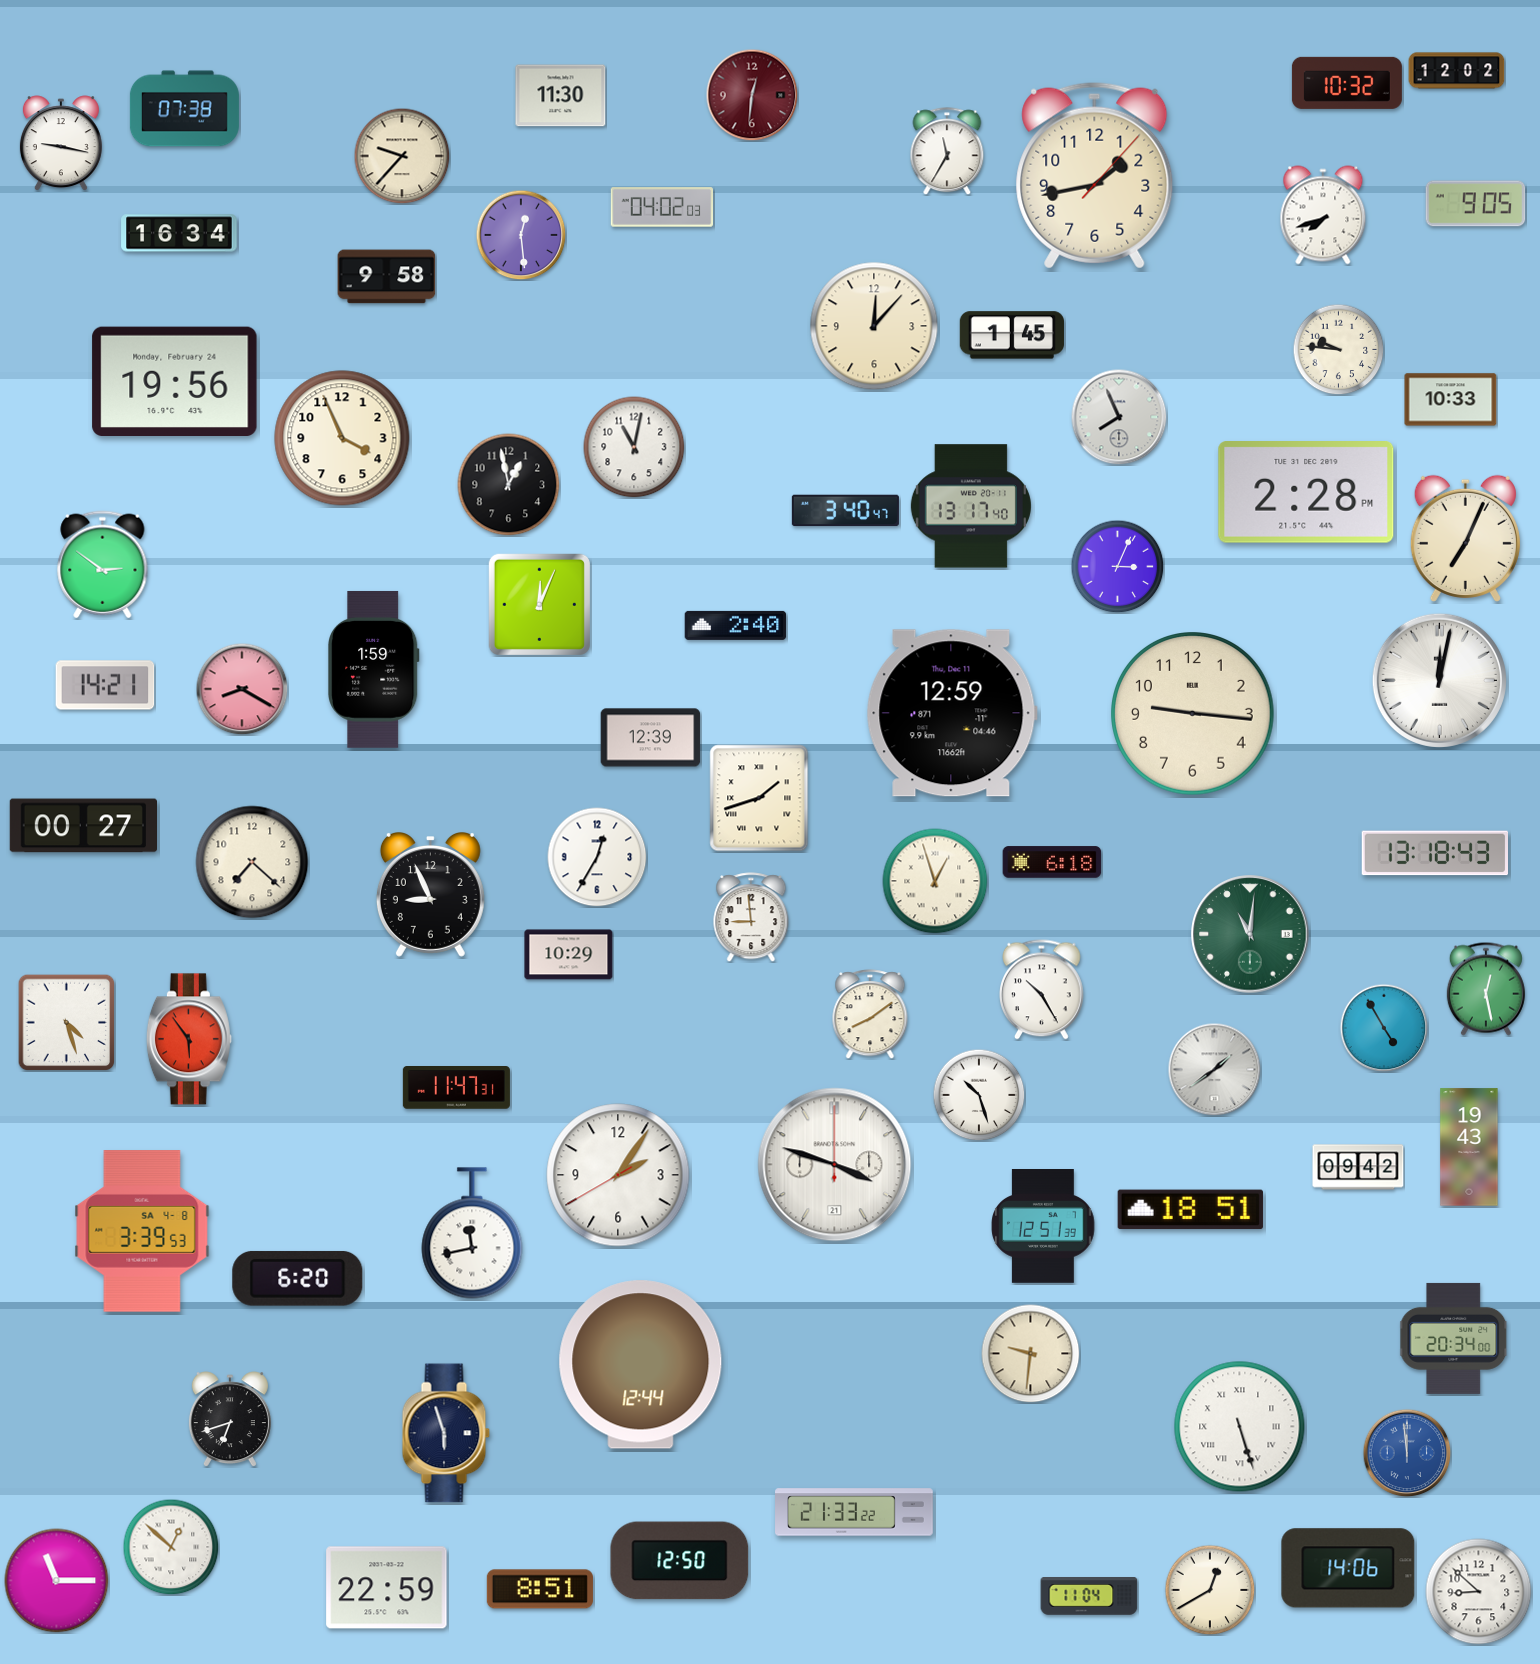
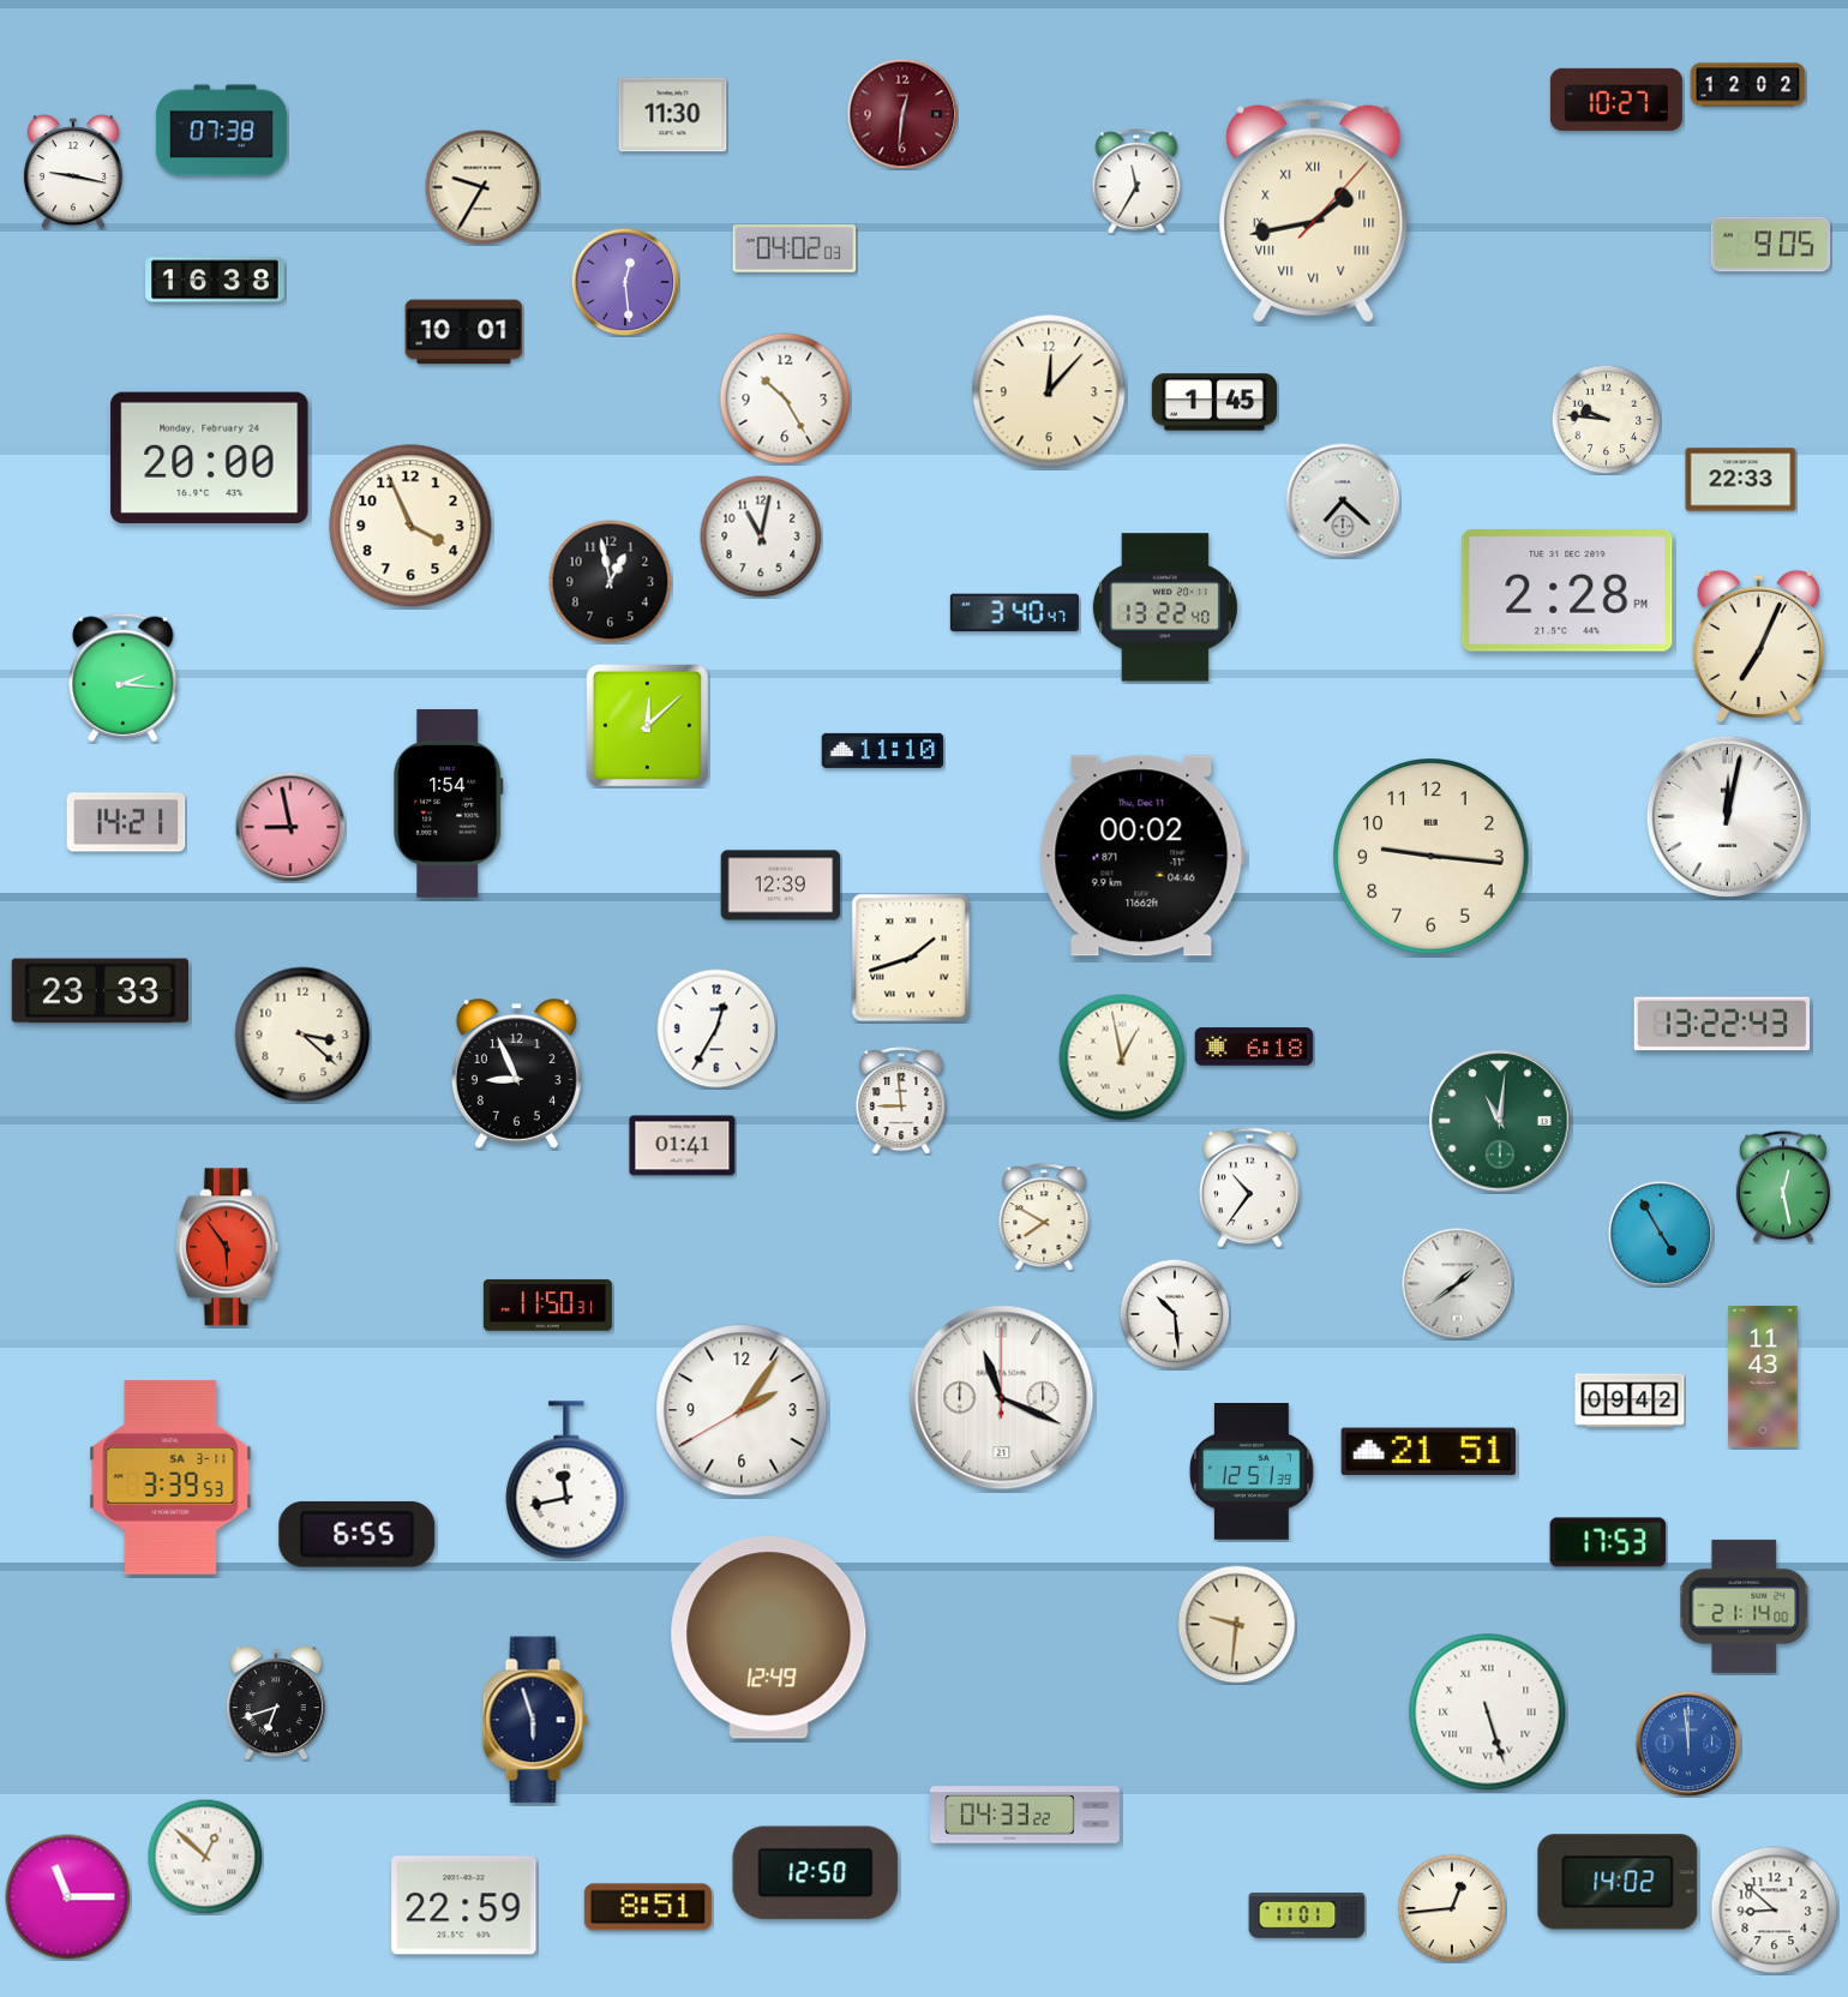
clock at (1347, 83): 10:32 -> 10:27
clock at (402, 156): 9:37 -> 9:35
clock at (1095, 175) numerals: Arabic -> Roman
clock at (1323, 215): 7:42 -> none
clock at (179, 233): 16:34 -> 16:38
clock at (387, 277): 9:58 -> 10:01
clock at (785, 398): none -> 10:25
clock at (175, 381): 19:56 -> 20:00
clock at (1451, 400): 10:33 -> 22:33
clock at (1119, 417): 7:56 -> 7:22
clock at (971, 506): 13:17 -> 13:22
clock at (103, 565): 2:51 -> 2:16
clock at (1117, 566): 3:04 -> none
clock at (539, 604): 12:04 -> 12:08
clock at (736, 625): 2:40 -> 11:10
clock at (374, 669): 1:59 -> 1:54
clock at (242, 689): 8:20 -> 8:58
clock at (952, 713): 12:59 -> 00:02
clock at (83, 826): 00:27 -> 23:33
clock at (1434, 853): 13:18 -> 13:22
clock at (252, 862): 7:22 -> 3:22
clock at (1052, 862) position: (1052, 862) -> (1254, 1047)
clock at (935, 881): 12:57 -> 12:58
clock at (569, 955): 10:29 -> 01:41
clock at (1042, 990): 10:25 -> 10:36
clock at (870, 1014): 8:09 -> 7:50
clock at (66, 1022): 4:27 -> none
clock at (456, 1088): 11:47 -> 11:50
clock at (979, 1095): 10:27 -> 10:29
clock at (1469, 1147): 19:43 -> 11:43
clock at (835, 1165): 3:48 -> 11:19
clock at (1190, 1210): 18:51 -> 21:51
clock at (142, 1231) date: SA 4-8 -> SA 3-11
clock at (298, 1278): 6:20 -> 6:55
clock at (1608, 1542): none -> 17:53
clock at (1454, 1338): 20:34 -> 21:14
clock at (641, 1365): 12:44 -> 12:49
clock at (854, 1512): 21:33 -> 04:33
clock at (1348, 1568): 14:06 -> 14:02
clock at (1210, 1590): 12:40 -> 12:44
clock at (1089, 1597): 11:04 -> 11:01
